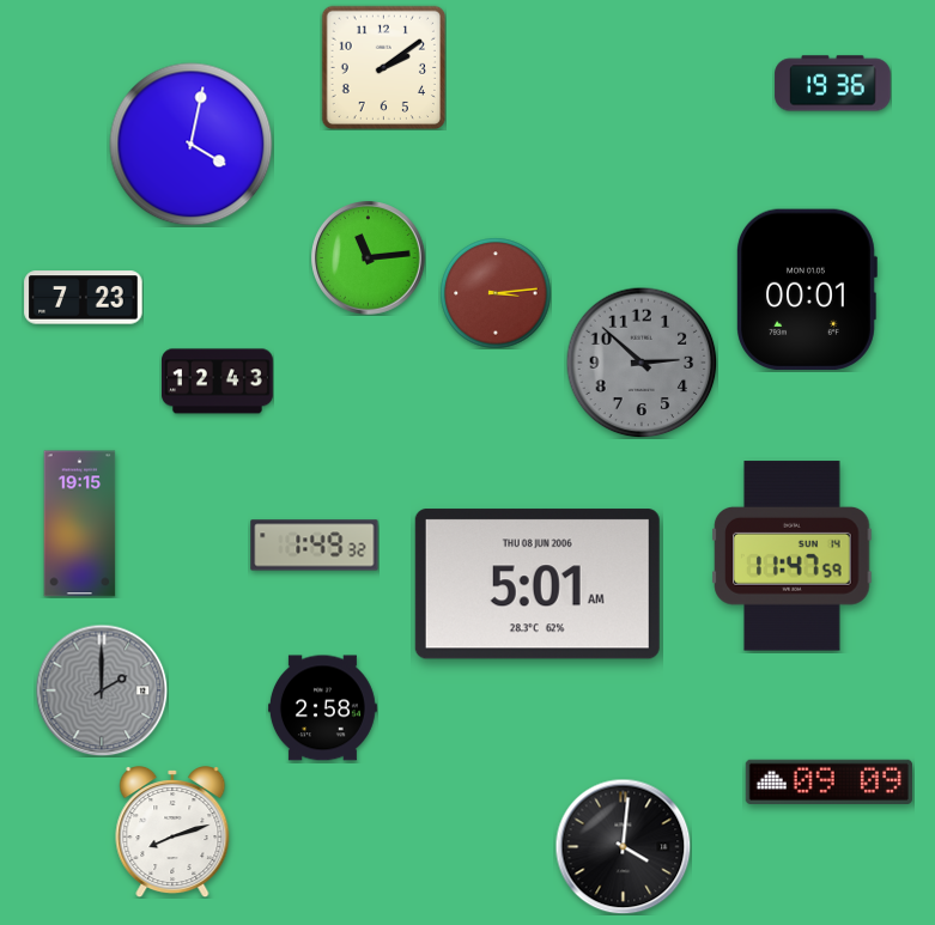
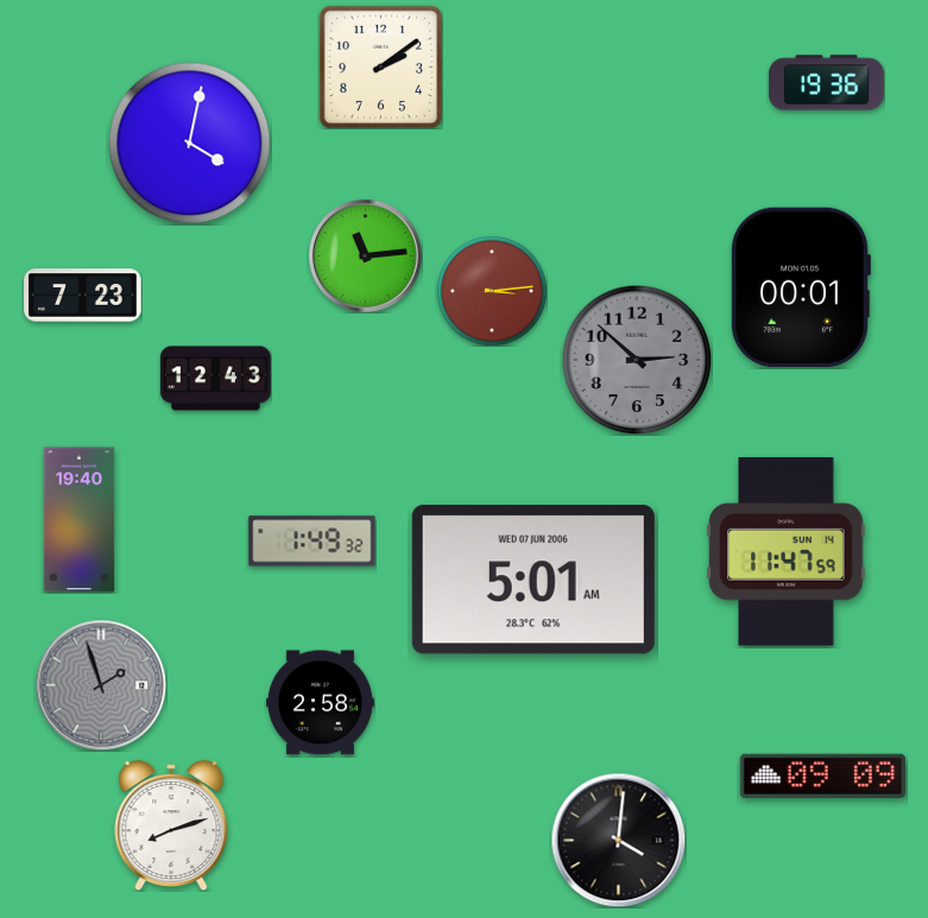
clock at (80, 524): 19:15 -> 19:40
clock at (538, 584) date: THU 08 JUN 2006 -> WED 07 JUN 2006
clock at (102, 690): 2:00 -> 1:57
